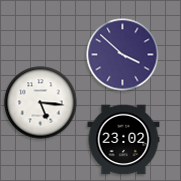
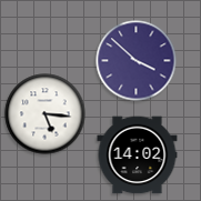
clock at (124, 140): 23:02 -> 14:02
